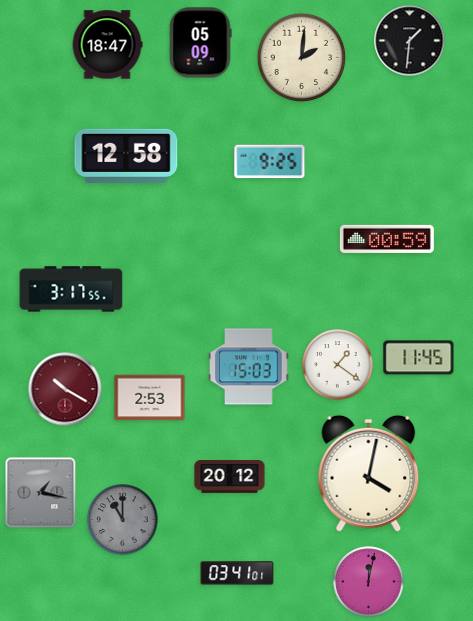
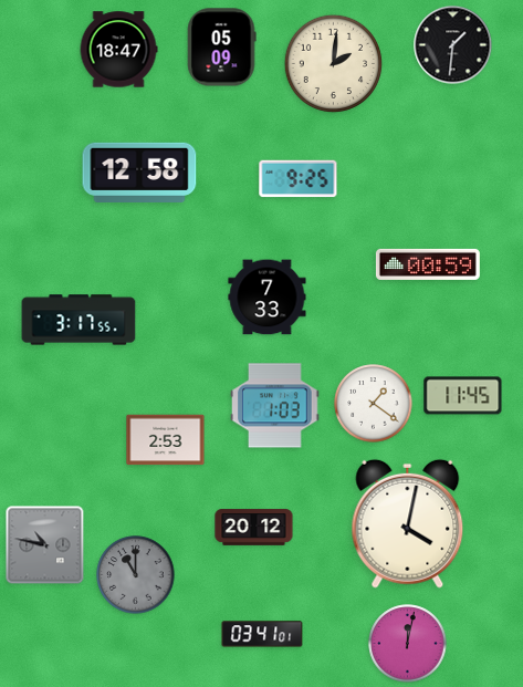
clock at (268, 298): none -> 7:33
clock at (249, 367): 15:03 -> 1:03
clock at (65, 389): 10:20 -> none
clock at (41, 493): 1:17 -> 10:47
